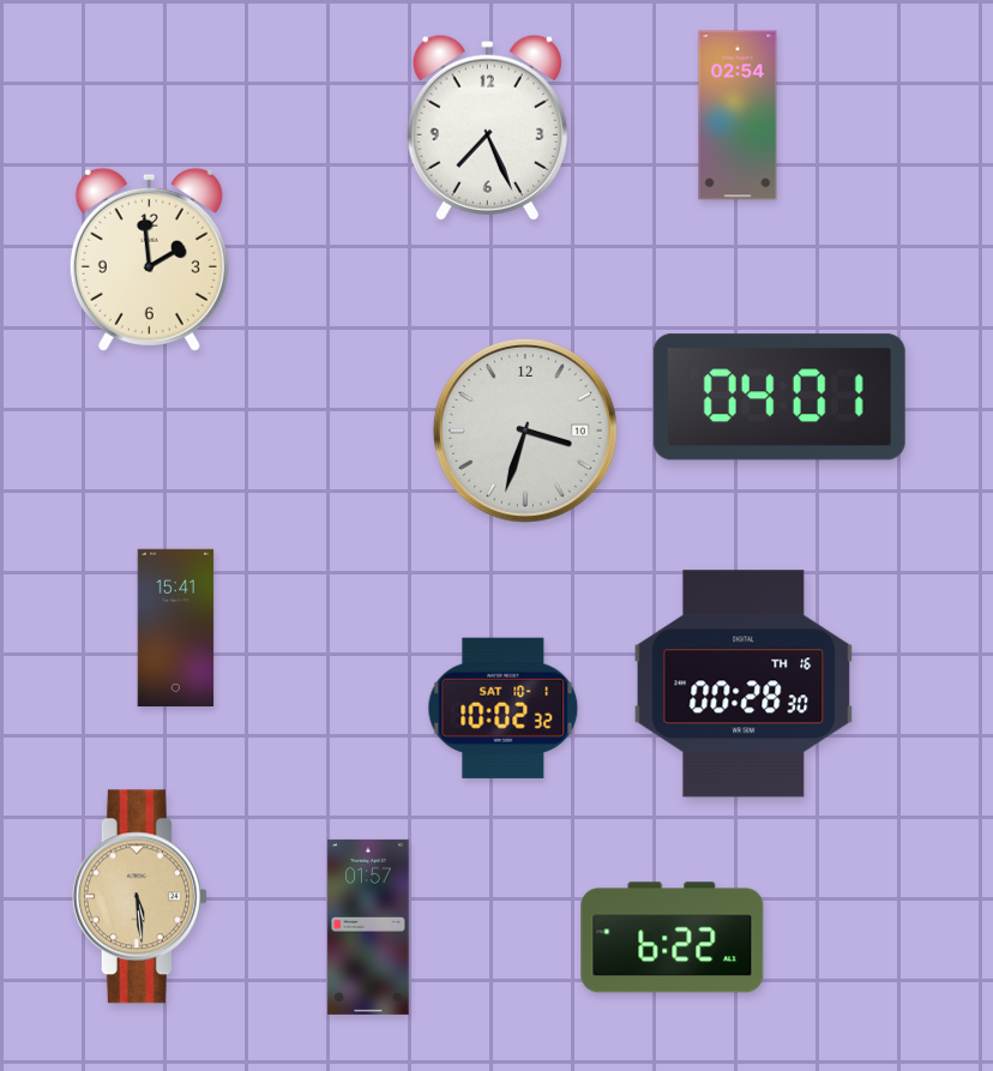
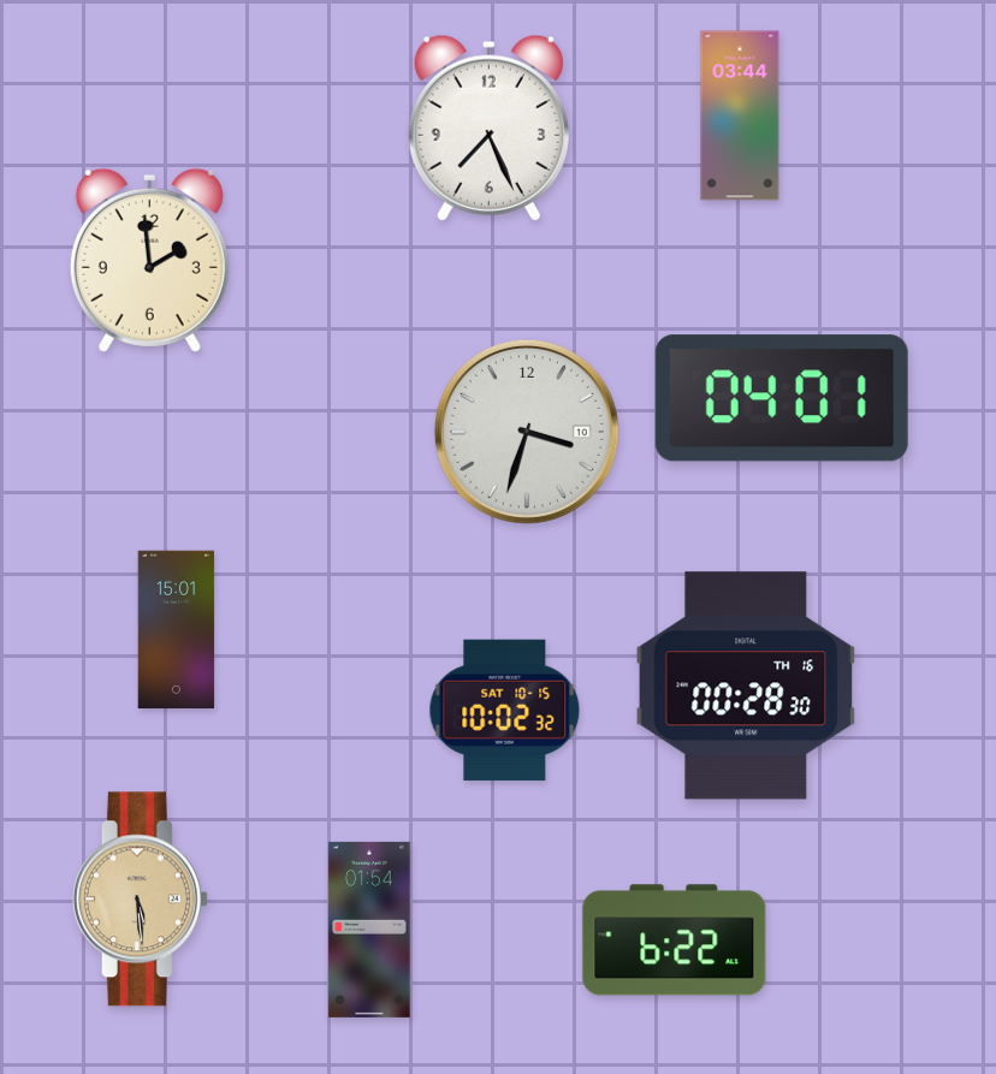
clock at (738, 115): 02:54 -> 03:44
clock at (176, 628): 15:41 -> 15:01
clock at (504, 708) date: SAT 10-1 -> SAT 10-15
clock at (368, 927): 01:57 -> 01:54
